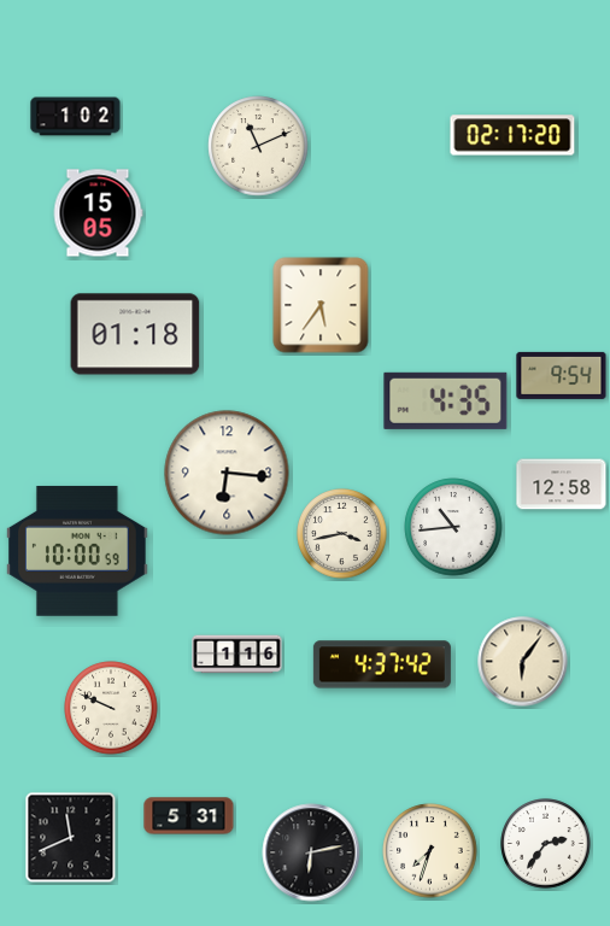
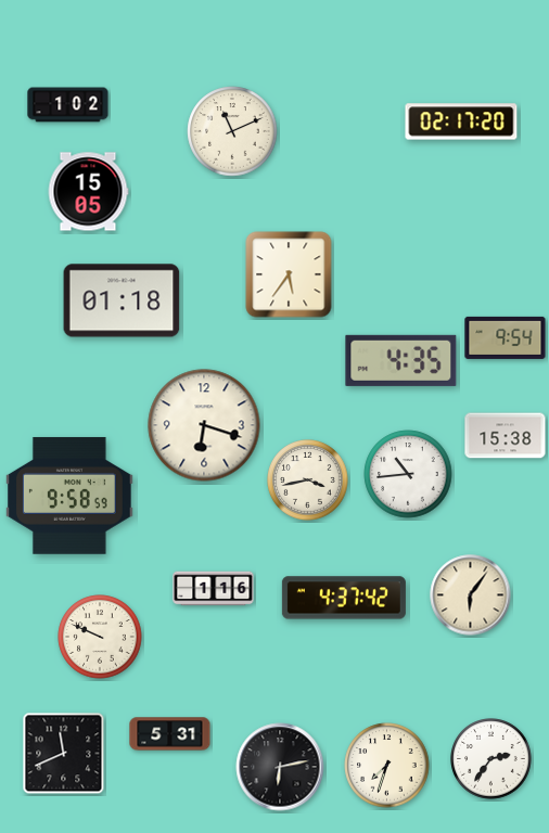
clock at (227, 473): 6:16 -> 6:18
clock at (562, 485): 12:58 -> 15:38
clock at (78, 551): 10:00 -> 9:58
